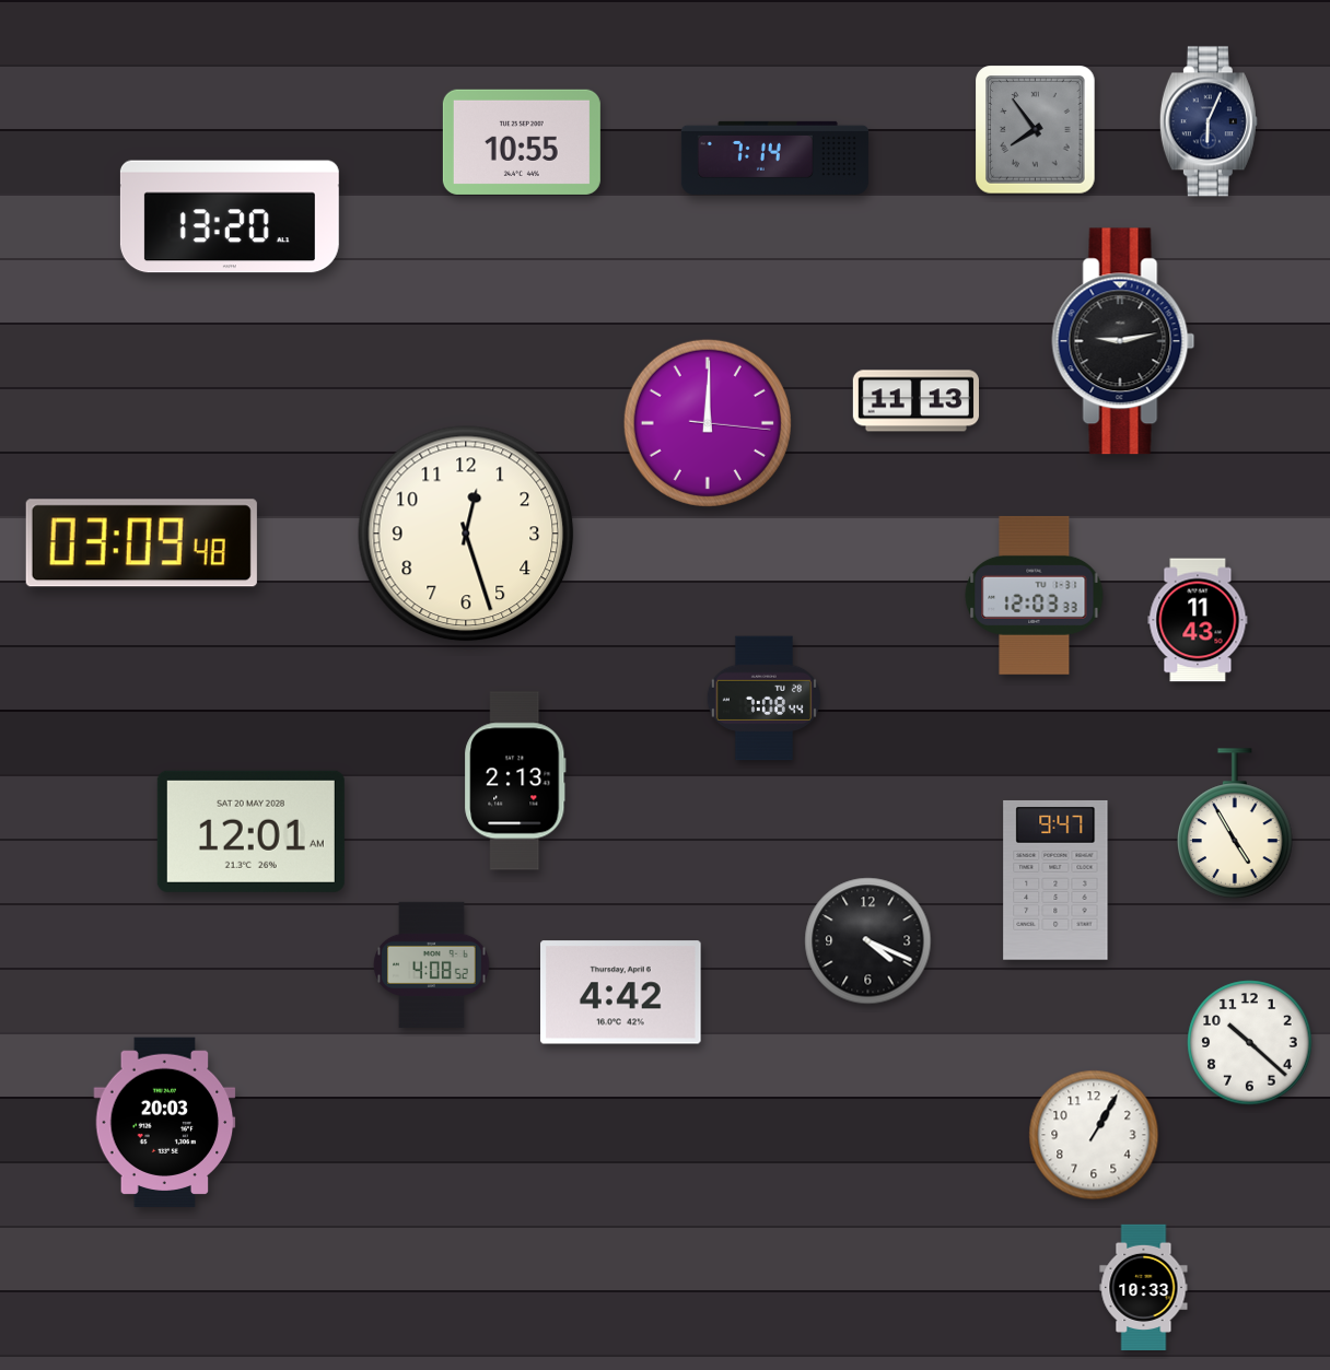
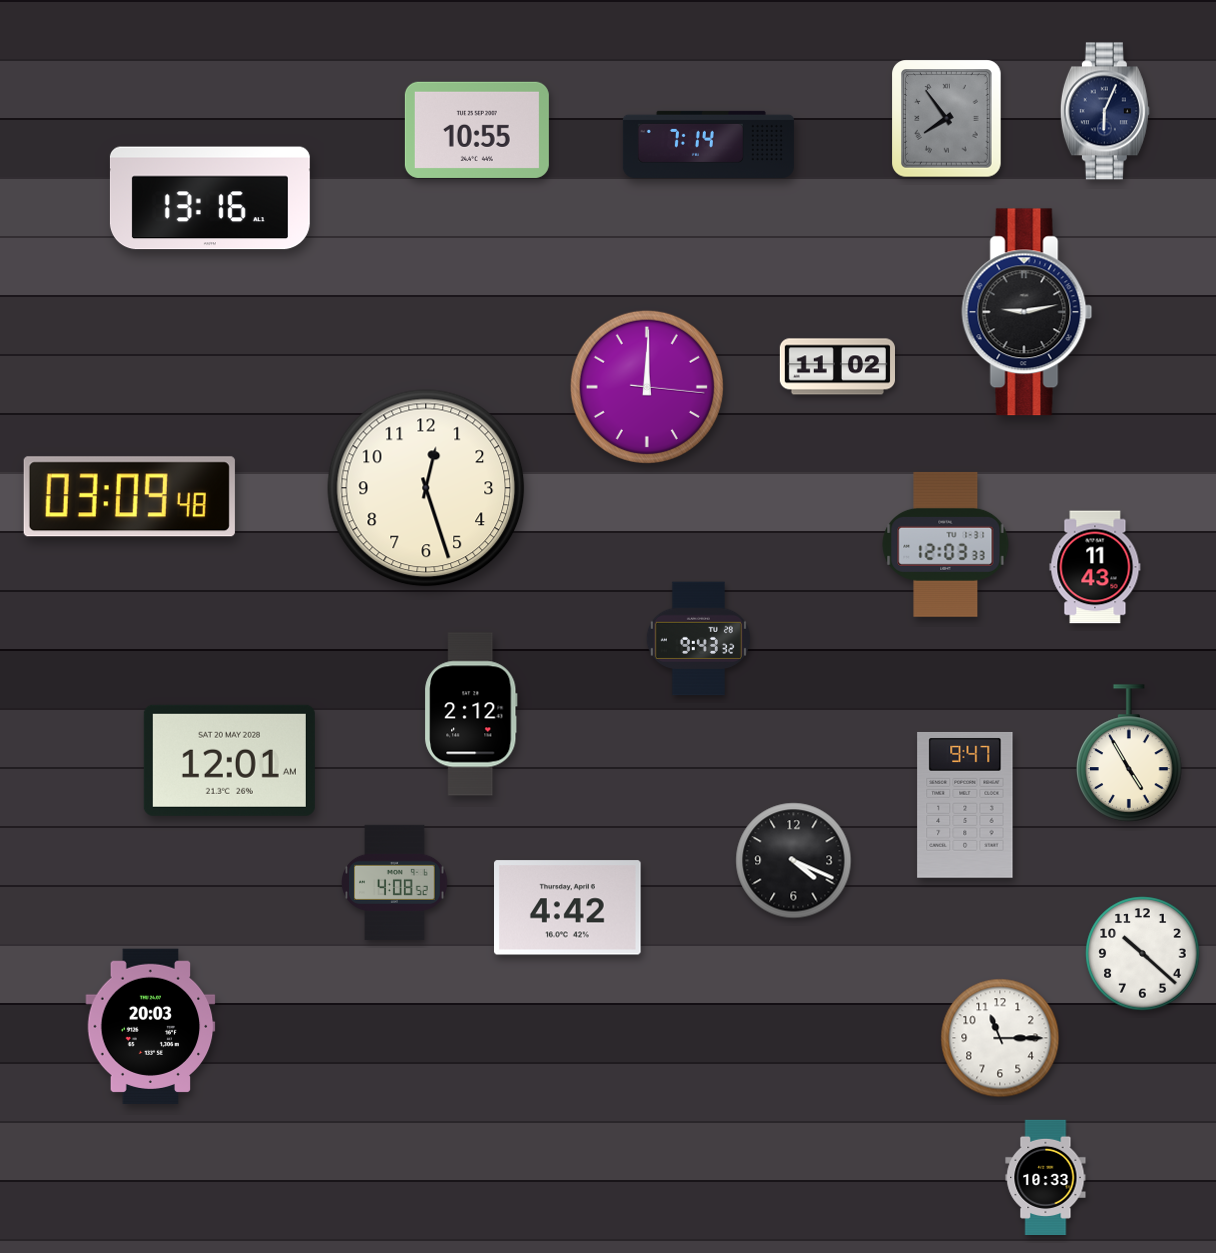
clock at (230, 216): 13:20 -> 13:16
clock at (915, 401): 11:13 -> 11:02
clock at (763, 699): 7:08 -> 9:43
clock at (515, 781): 2:13 -> 2:12
clock at (1094, 1135): 1:05 -> 11:15
